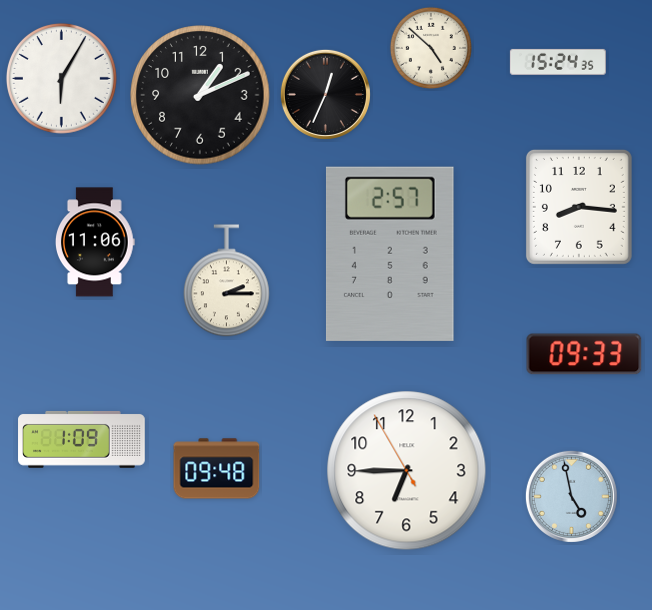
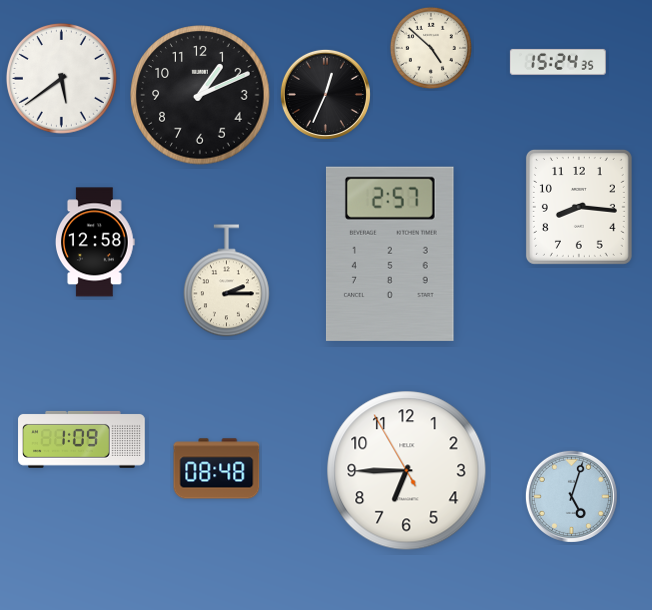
clock at (61, 78): 6:05 -> 5:39
clock at (95, 242): 11:06 -> 12:58
clock at (584, 354): 09:33 -> none
clock at (217, 469): 09:48 -> 08:48
clock at (571, 496): 4:58 -> 5:03
